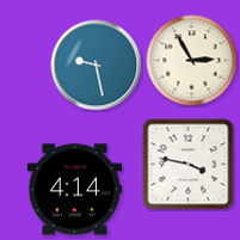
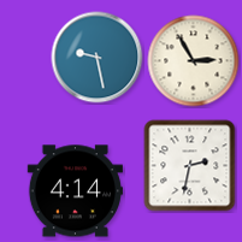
clock at (97, 66) position: (97, 66) -> (98, 58)
clock at (189, 165): 3:47 -> 2:32
